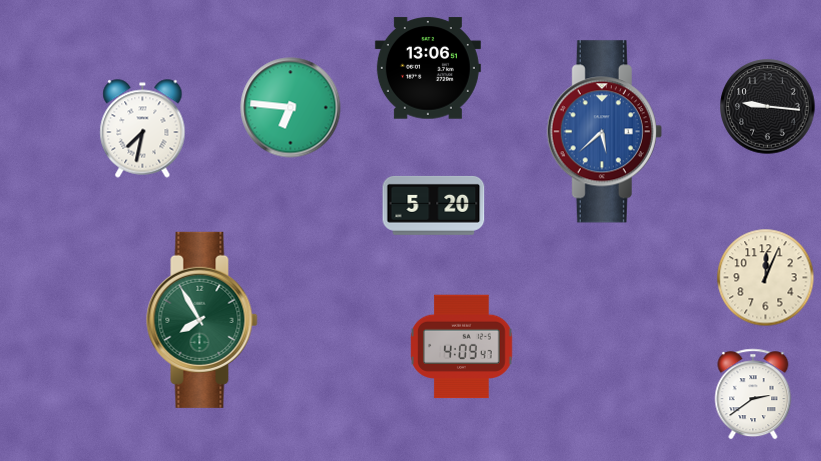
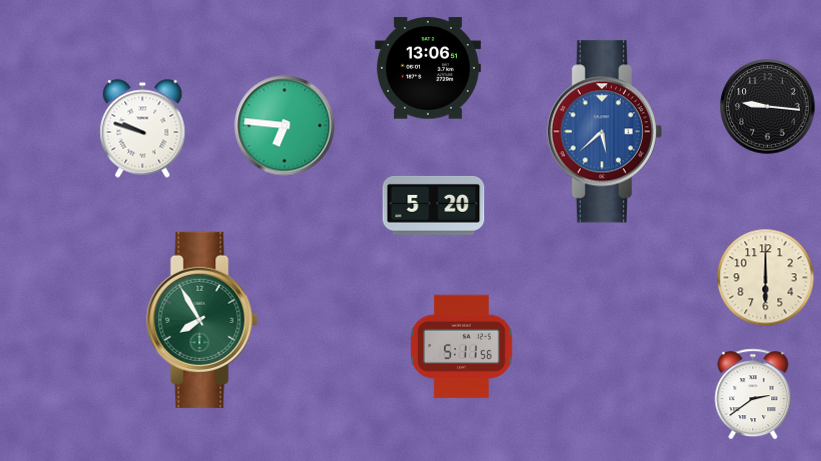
clock at (291, 108) position: (291, 108) -> (285, 126)
clock at (143, 129): 7:32 -> 9:48
clock at (766, 278): 12:04 -> 6:00
clock at (462, 347): 4:09 -> 5:11
